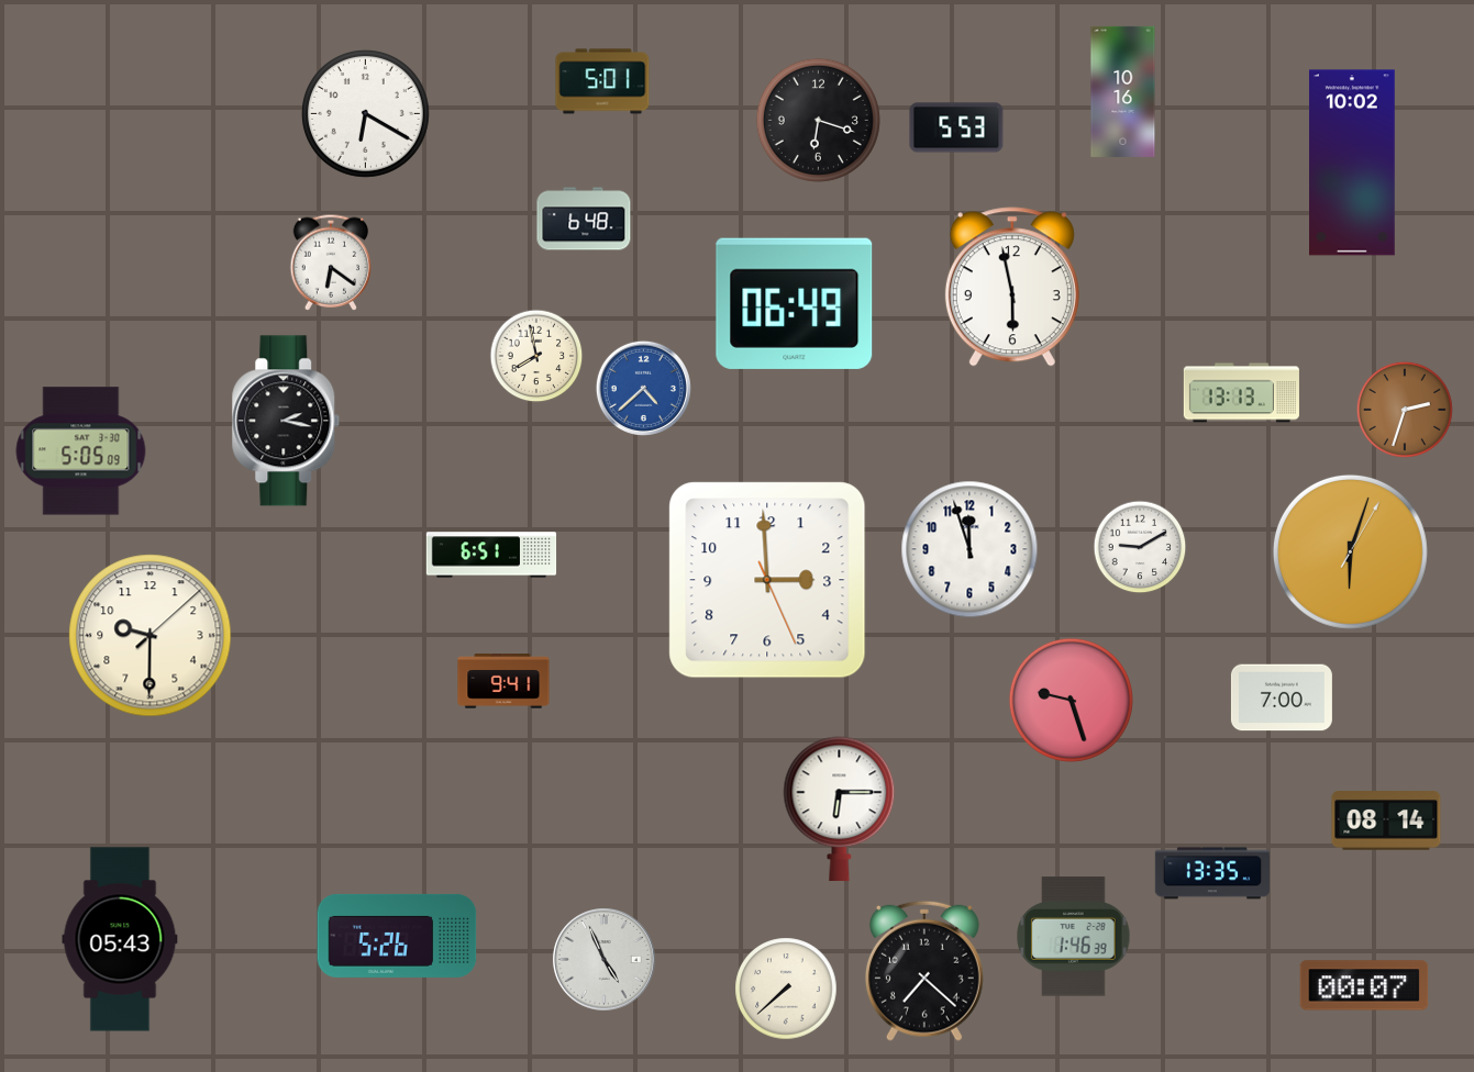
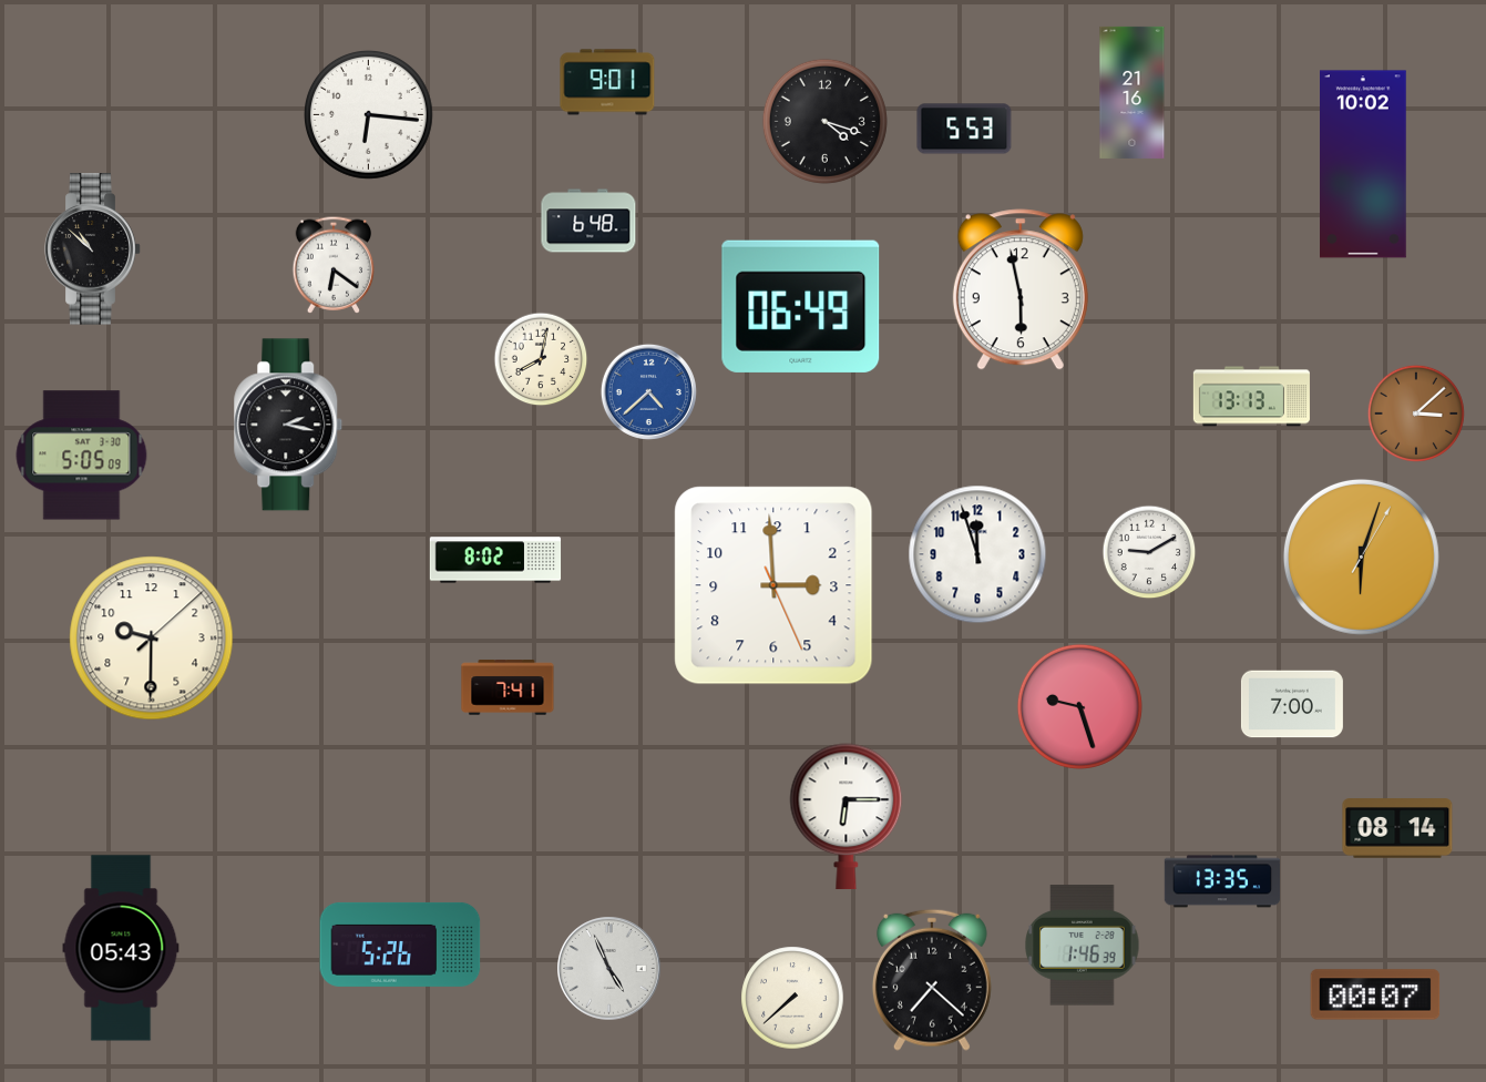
clock at (602, 81): 5:01 -> 9:01
clock at (1123, 91): 10:16 -> 21:16
clock at (366, 114): 6:20 -> 6:16
clock at (818, 120): 6:18 -> 4:18
clock at (93, 249): none -> 10:52
clock at (536, 356): 7:58 -> 8:02
clock at (1405, 410): 2:33 -> 3:08
clock at (491, 555): 6:51 -> 8:02
clock at (151, 636) position: (151, 636) -> (152, 639)
clock at (503, 681): 9:41 -> 7:41
